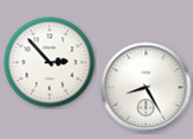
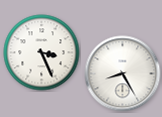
clock at (50, 63): 2:53 -> 3:26
